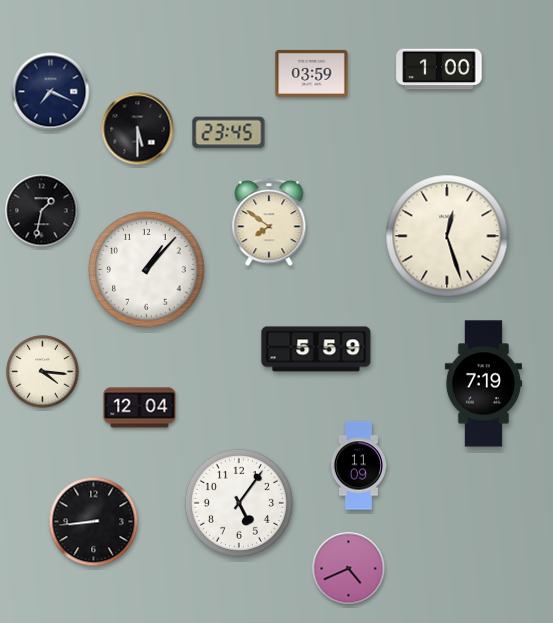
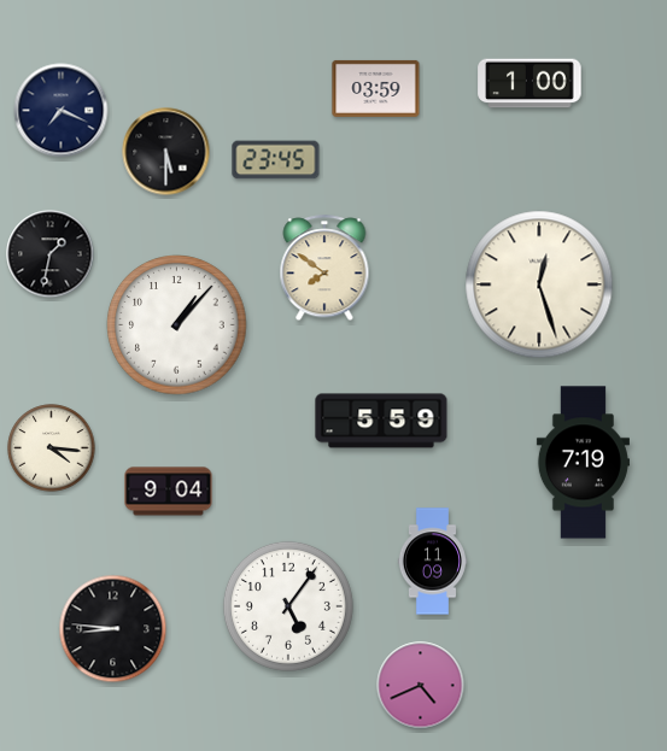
clock at (138, 129) position: (138, 129) -> (166, 152)
clock at (140, 408): 12:04 -> 9:04
clock at (94, 522): 8:44 -> 8:46
